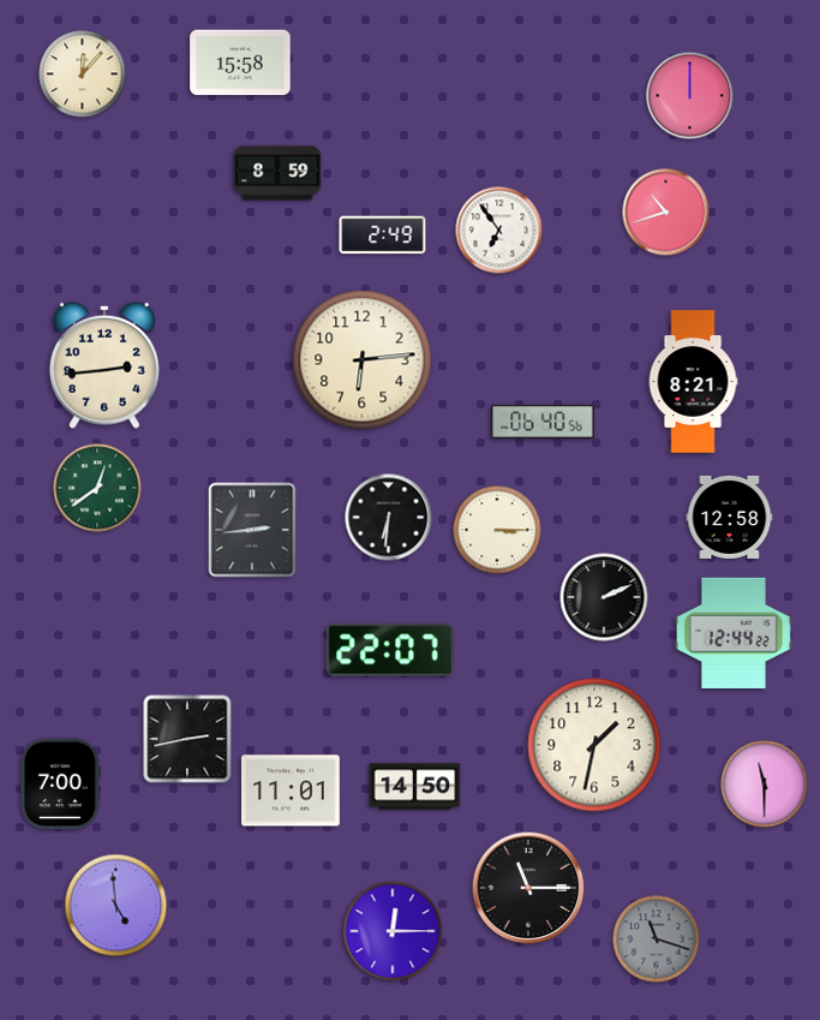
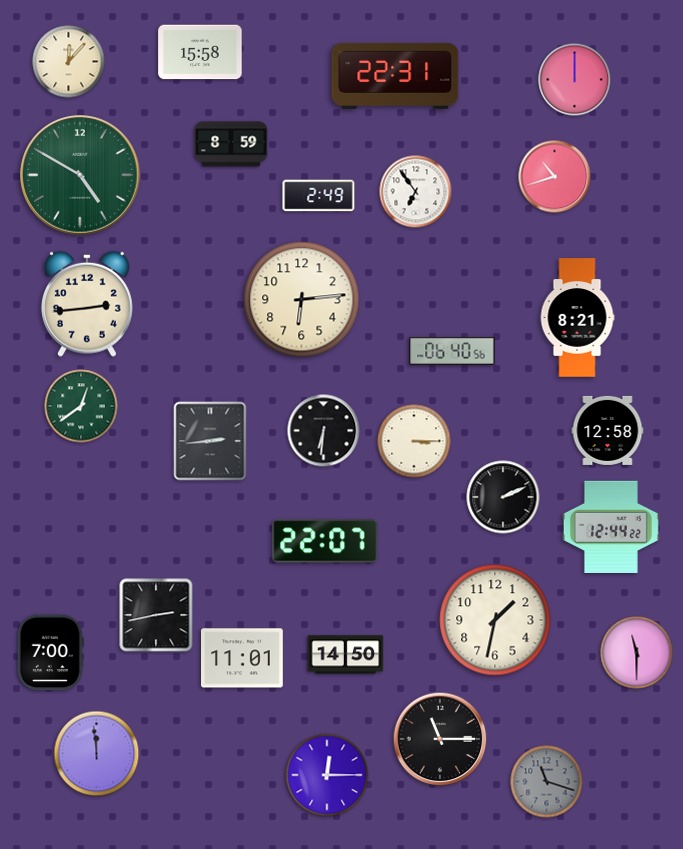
clock at (395, 76): none -> 22:31
clock at (80, 175): none -> 4:50
clock at (116, 906): 4:59 -> 11:59
